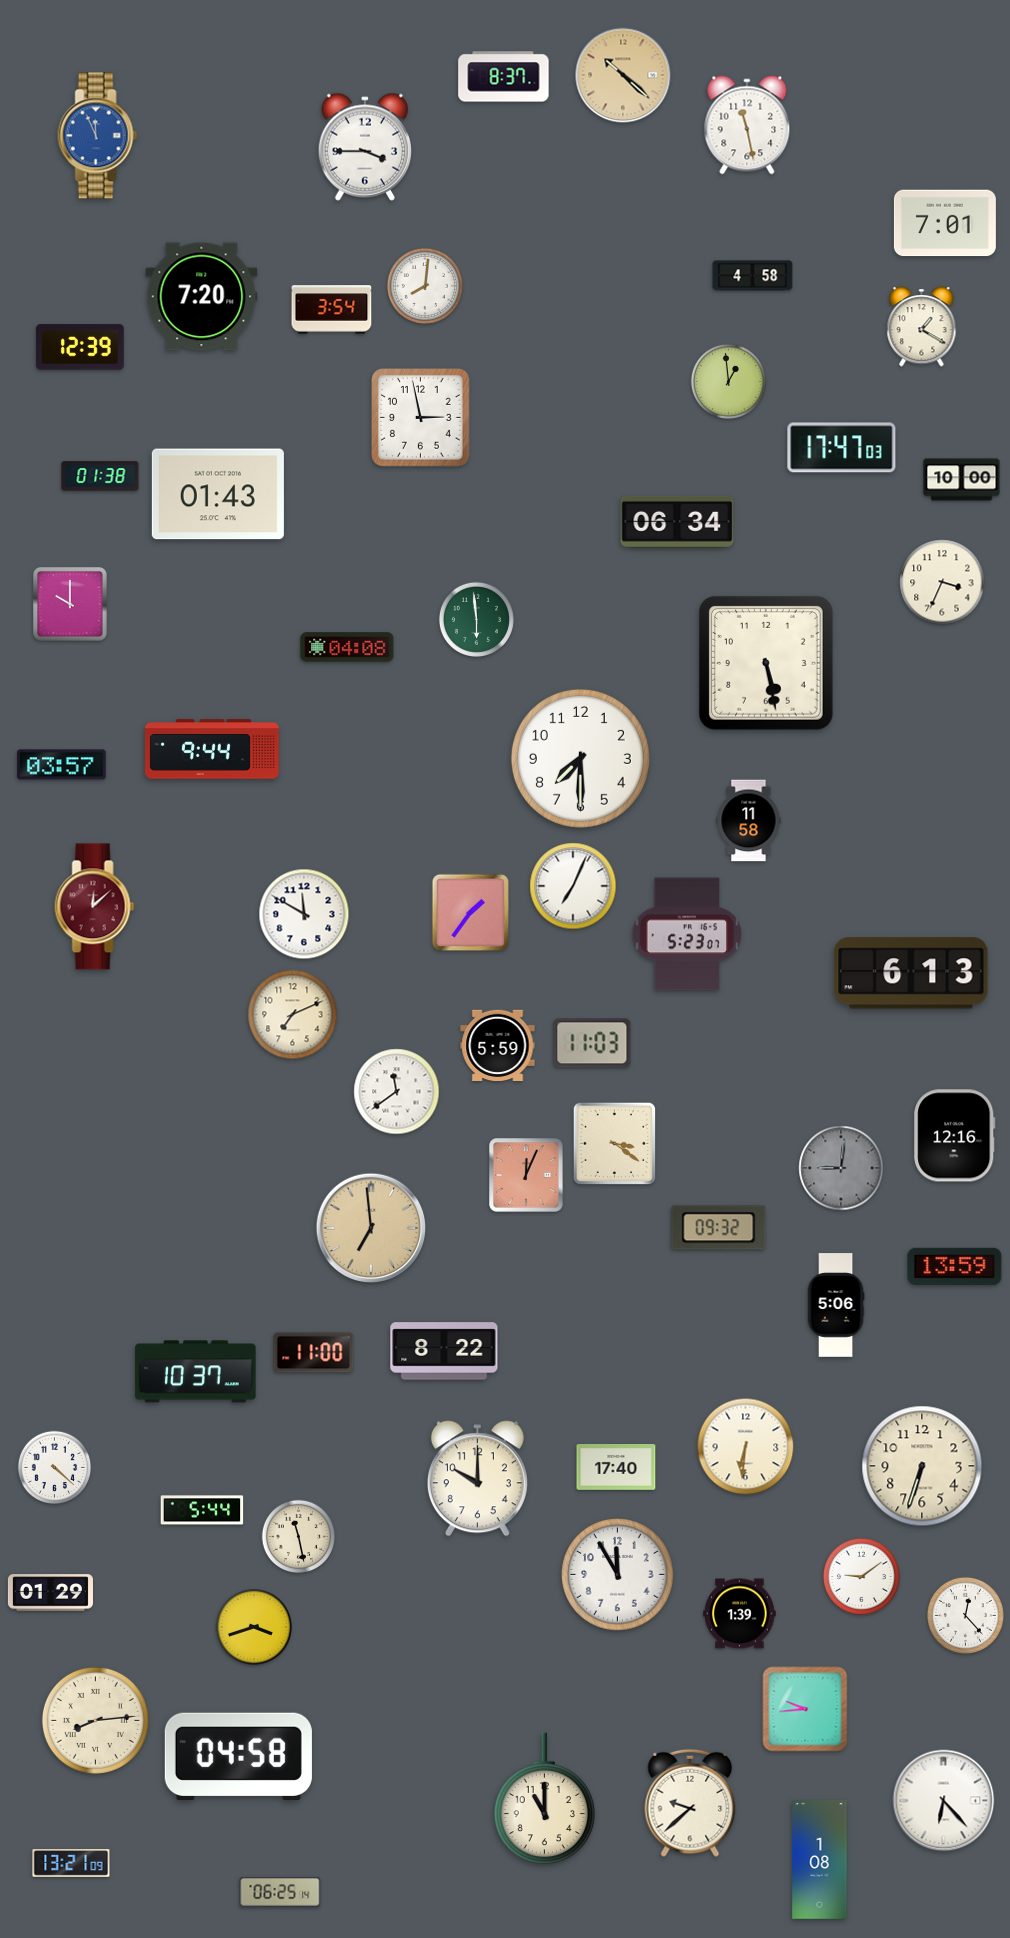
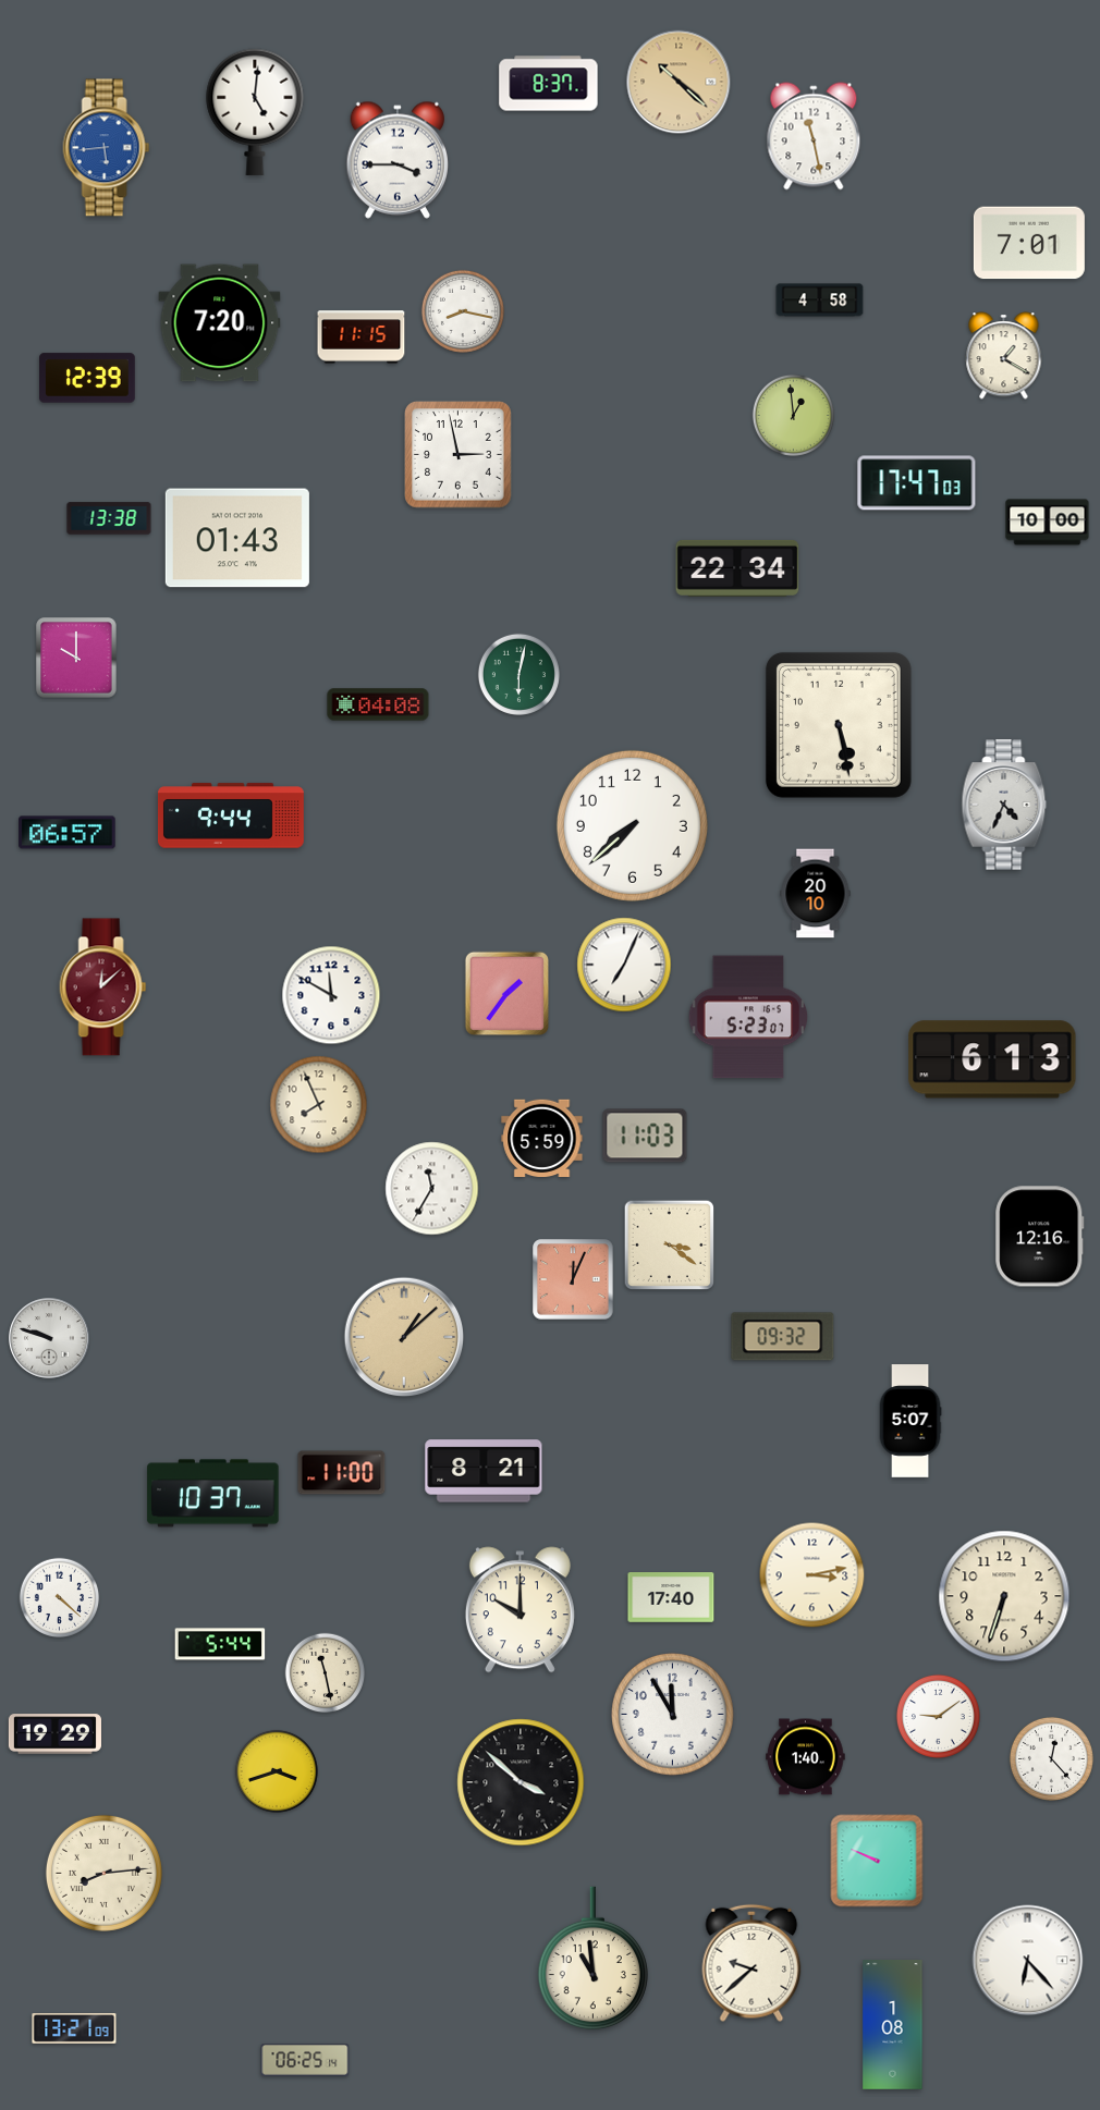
clock at (255, 112): none -> 5:01
clock at (98, 136): 11:56 -> 5:44
clock at (425, 286): 8:01 -> 8:17
clock at (332, 310): 3:54 -> 11:15
clock at (842, 448) position: (842, 448) -> (917, 483)
clock at (100, 476): 01:38 -> 13:38
clock at (677, 522): 06:34 -> 22:34
clock at (942, 582): 3:34 -> none
clock at (476, 619): 5:59 -> 6:02
clock at (766, 663) position: (766, 663) -> (839, 725)
clock at (1004, 805): none -> 4:34
clock at (580, 758): 7:30 -> 7:38
clock at (62, 765): 03:57 -> 06:57
clock at (749, 821): 11:58 -> 20:10
clock at (470, 912) position: (470, 912) -> (506, 993)
clock at (293, 1015): 7:11 -> 7:56
clock at (397, 1092): 11:39 -> 11:35
clock at (841, 1168): 9:01 -> none
clock at (370, 1227): 6:59 -> 1:08
clock at (50, 1339): none -> 9:48
clock at (955, 1266): 13:59 -> none
clock at (836, 1305): 5:06 -> 5:07
clock at (444, 1351): 8:22 -> 8:21
clock at (746, 1447): 6:31 -> 3:13
clock at (50, 1593): 01:29 -> 19:29
clock at (740, 1614): 1:39 -> 1:40
clock at (521, 1782): none -> 3:52
clock at (805, 1709): 9:44 -> 9:49
clock at (238, 1756): 04:58 -> none
clock at (544, 1799): 11:00 -> 10:59
clock at (71, 1864) position: (71, 1864) -> (74, 2029)
